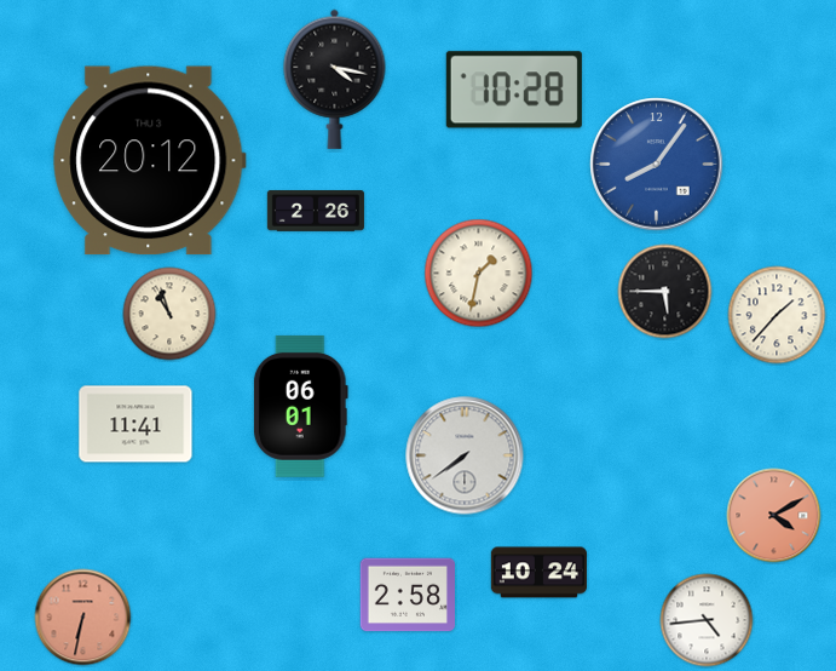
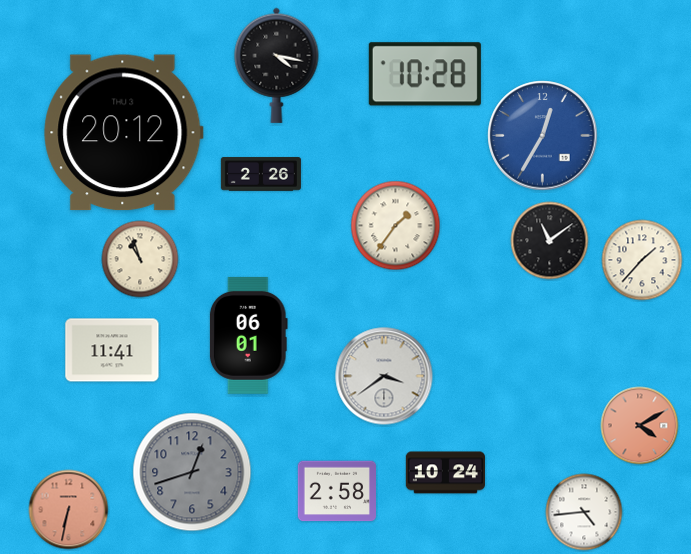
clock at (657, 165): 8:06 -> 12:35
clock at (479, 274): 1:32 -> 1:36
clock at (665, 292): 5:45 -> 11:09
clock at (465, 455): 7:39 -> 3:39
clock at (192, 472): none -> 12:42
